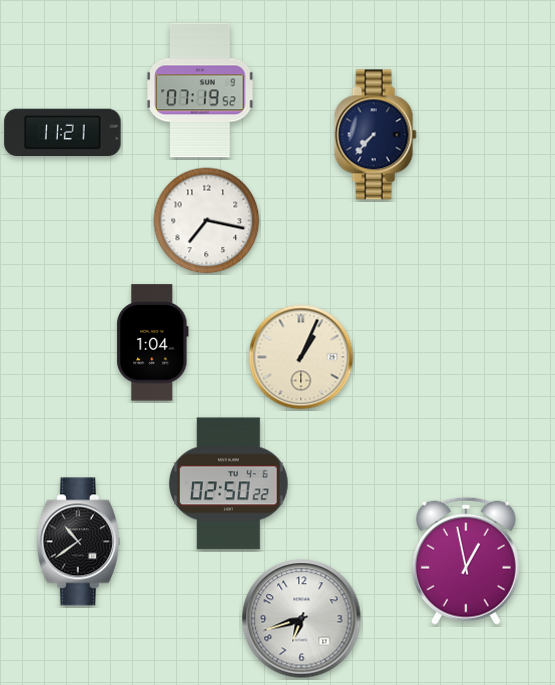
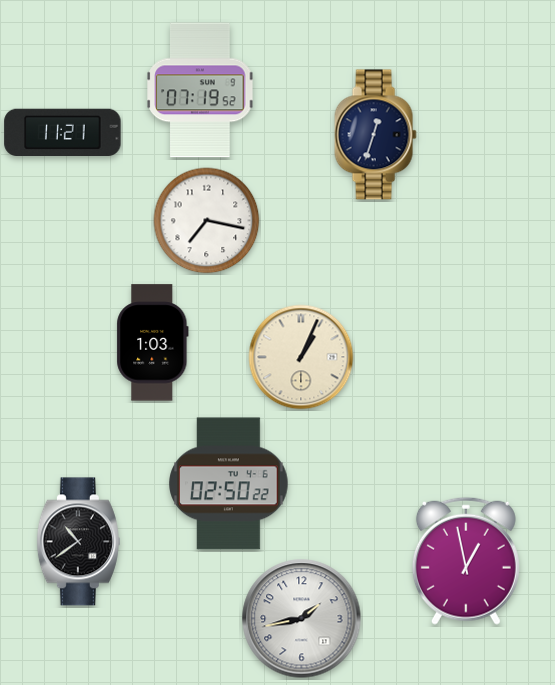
clock at (375, 135): 7:37 -> 12:33
clock at (153, 343): 1:04 -> 1:03
clock at (302, 619): 6:42 -> 1:43
